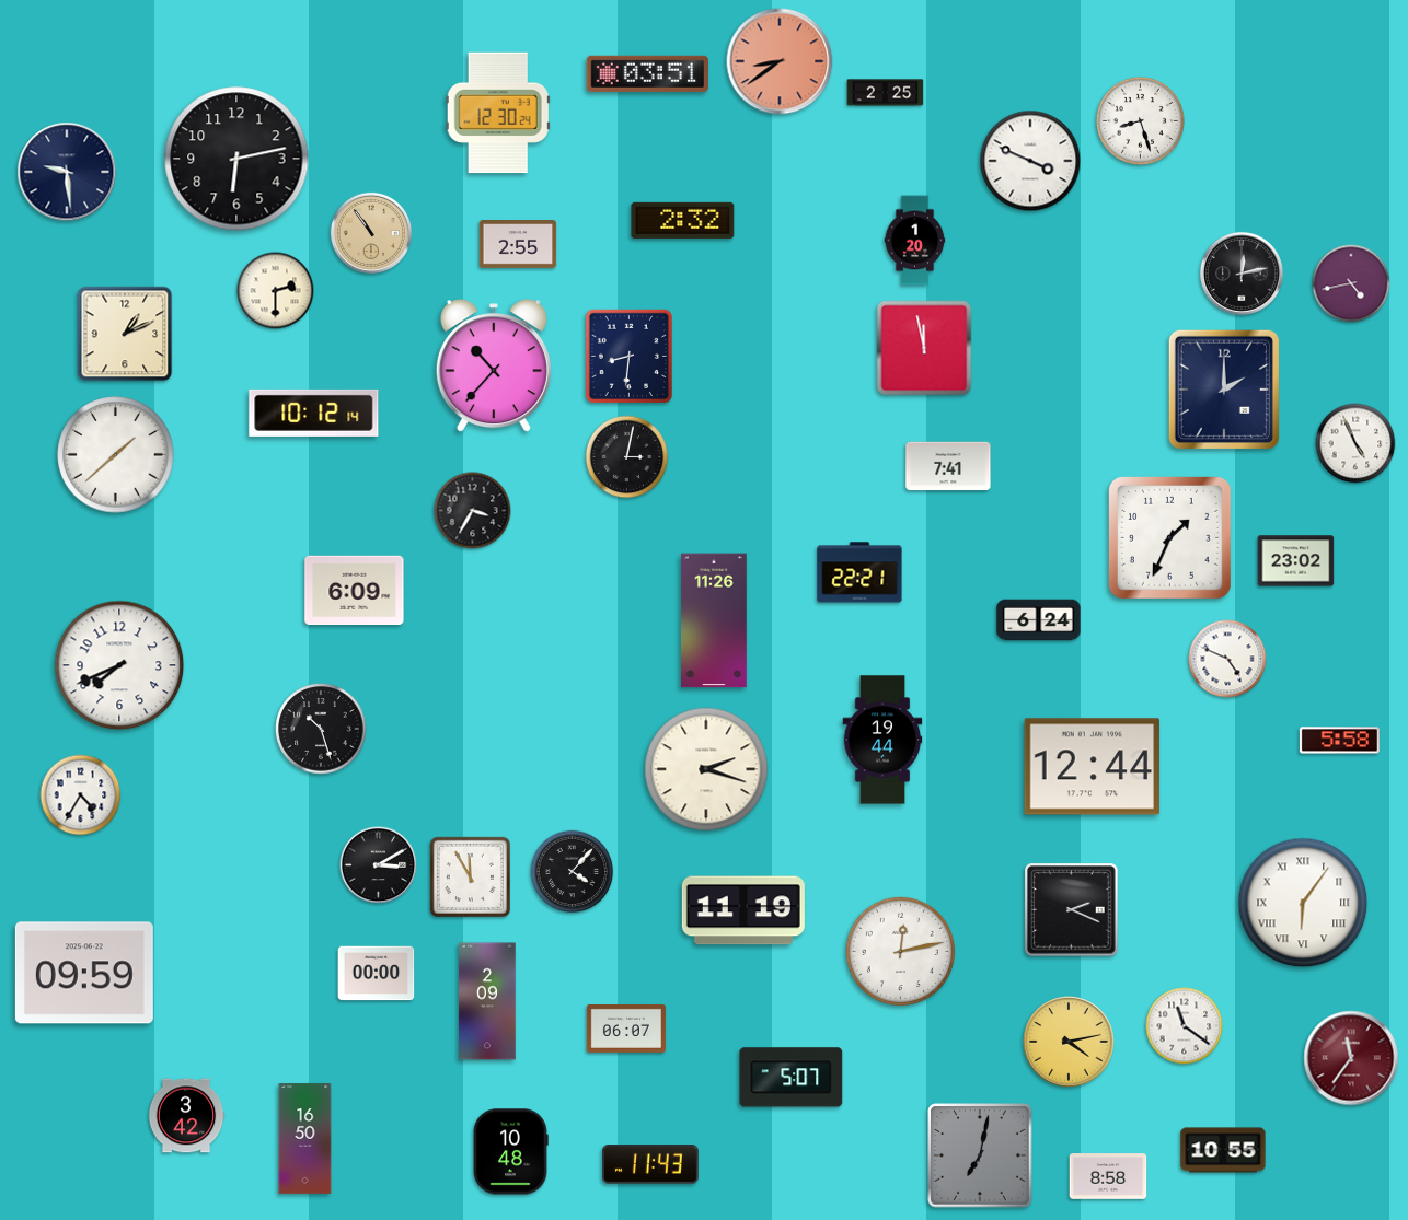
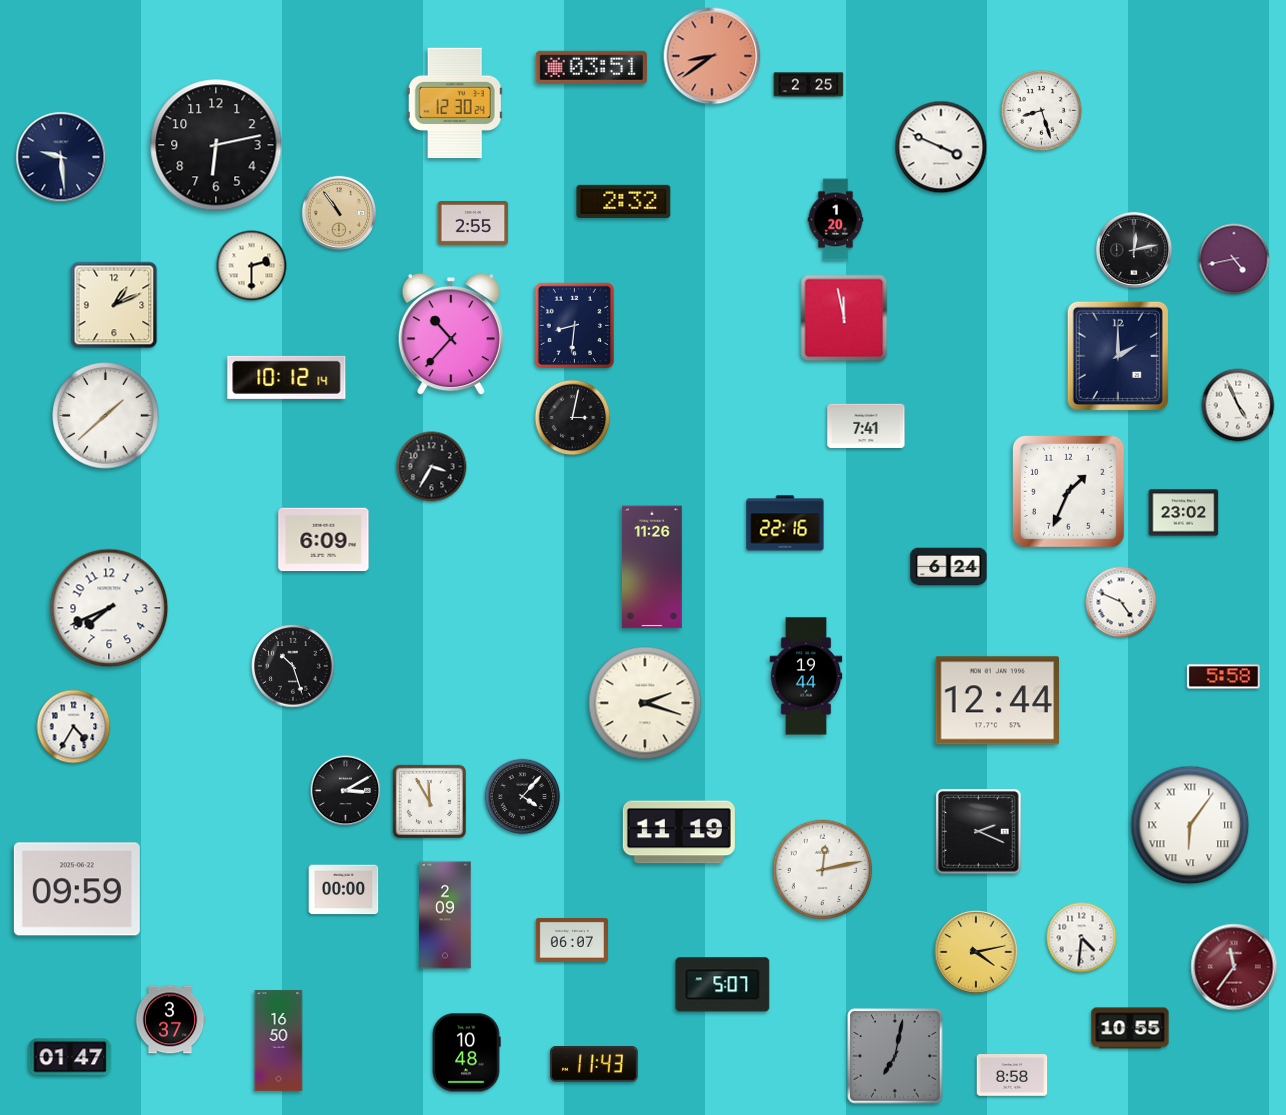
clock at (859, 572): 22:21 -> 22:16
clock at (1185, 1026): 11:21 -> 4:31
clock at (186, 1116): 3:42 -> 3:37
clock at (1223, 1150) position: (1223, 1150) -> (1130, 1028)
clock at (70, 1057): none -> 01:47
